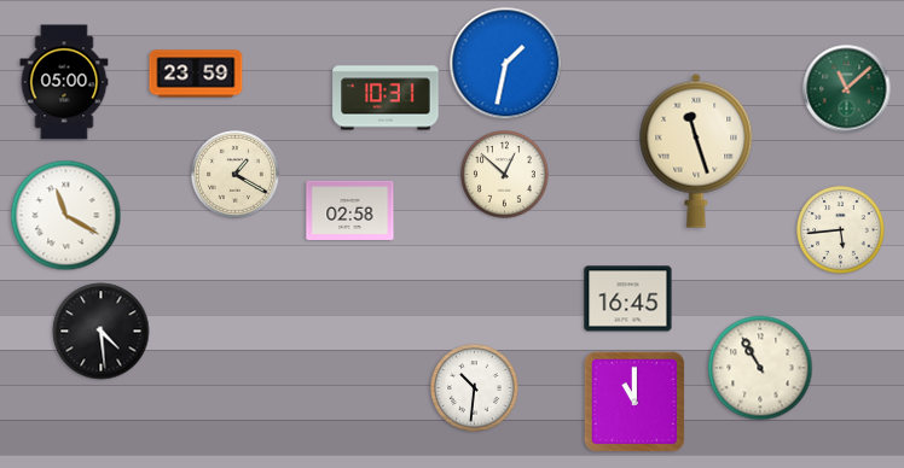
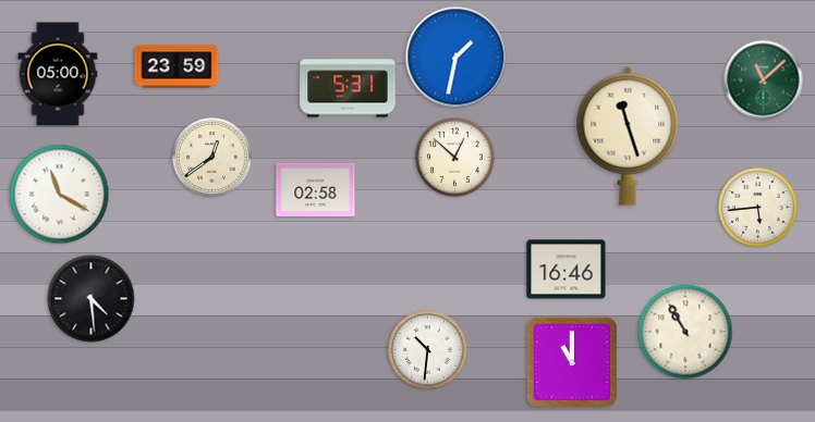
clock at (386, 98): 10:31 -> 5:31
clock at (236, 175): 1:20 -> 12:39
clock at (628, 299): 16:45 -> 16:46
